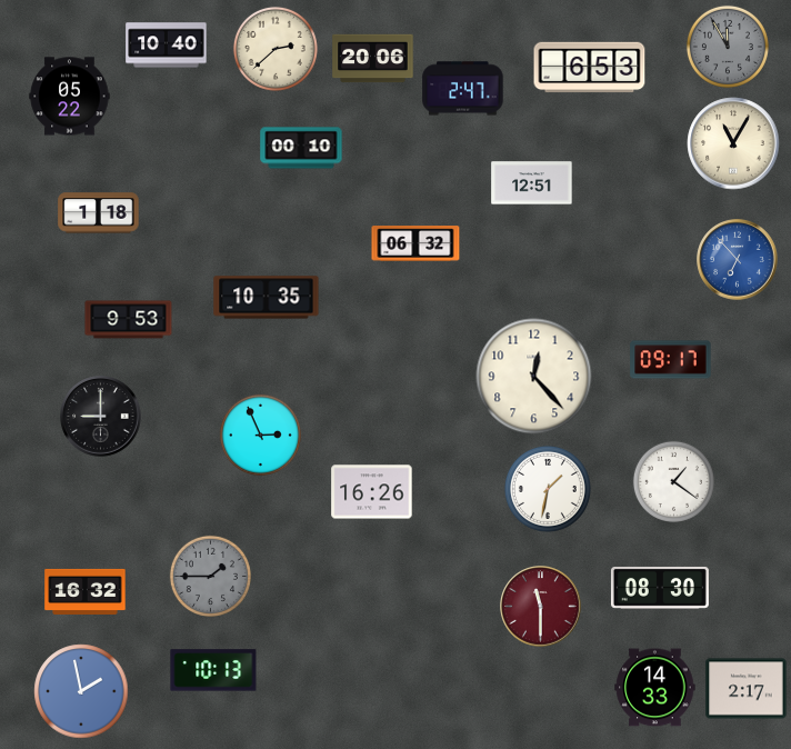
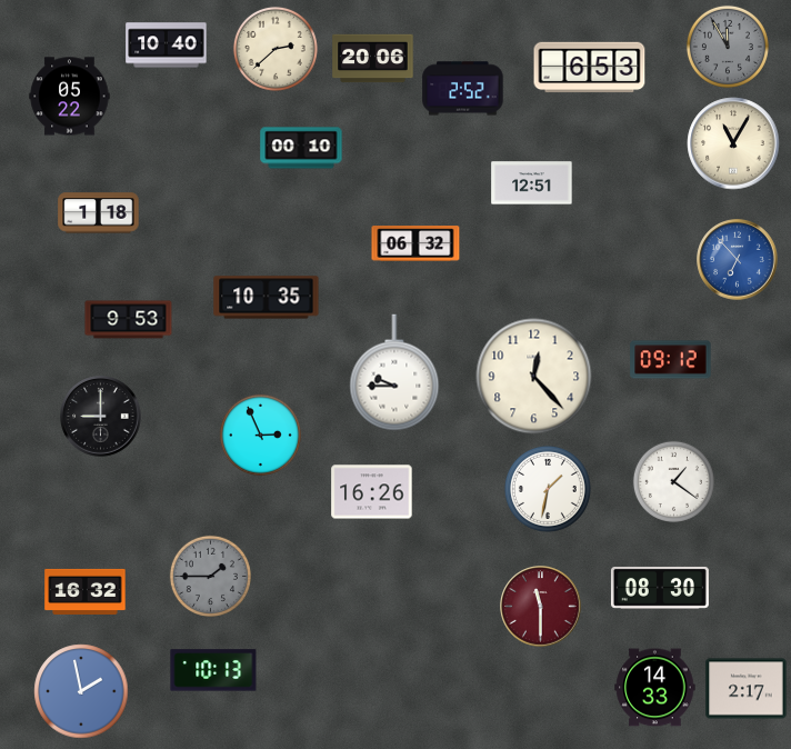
clock at (463, 89): 2:47 -> 2:52
clock at (671, 360): 09:17 -> 09:12
clock at (394, 372): none -> 9:45
